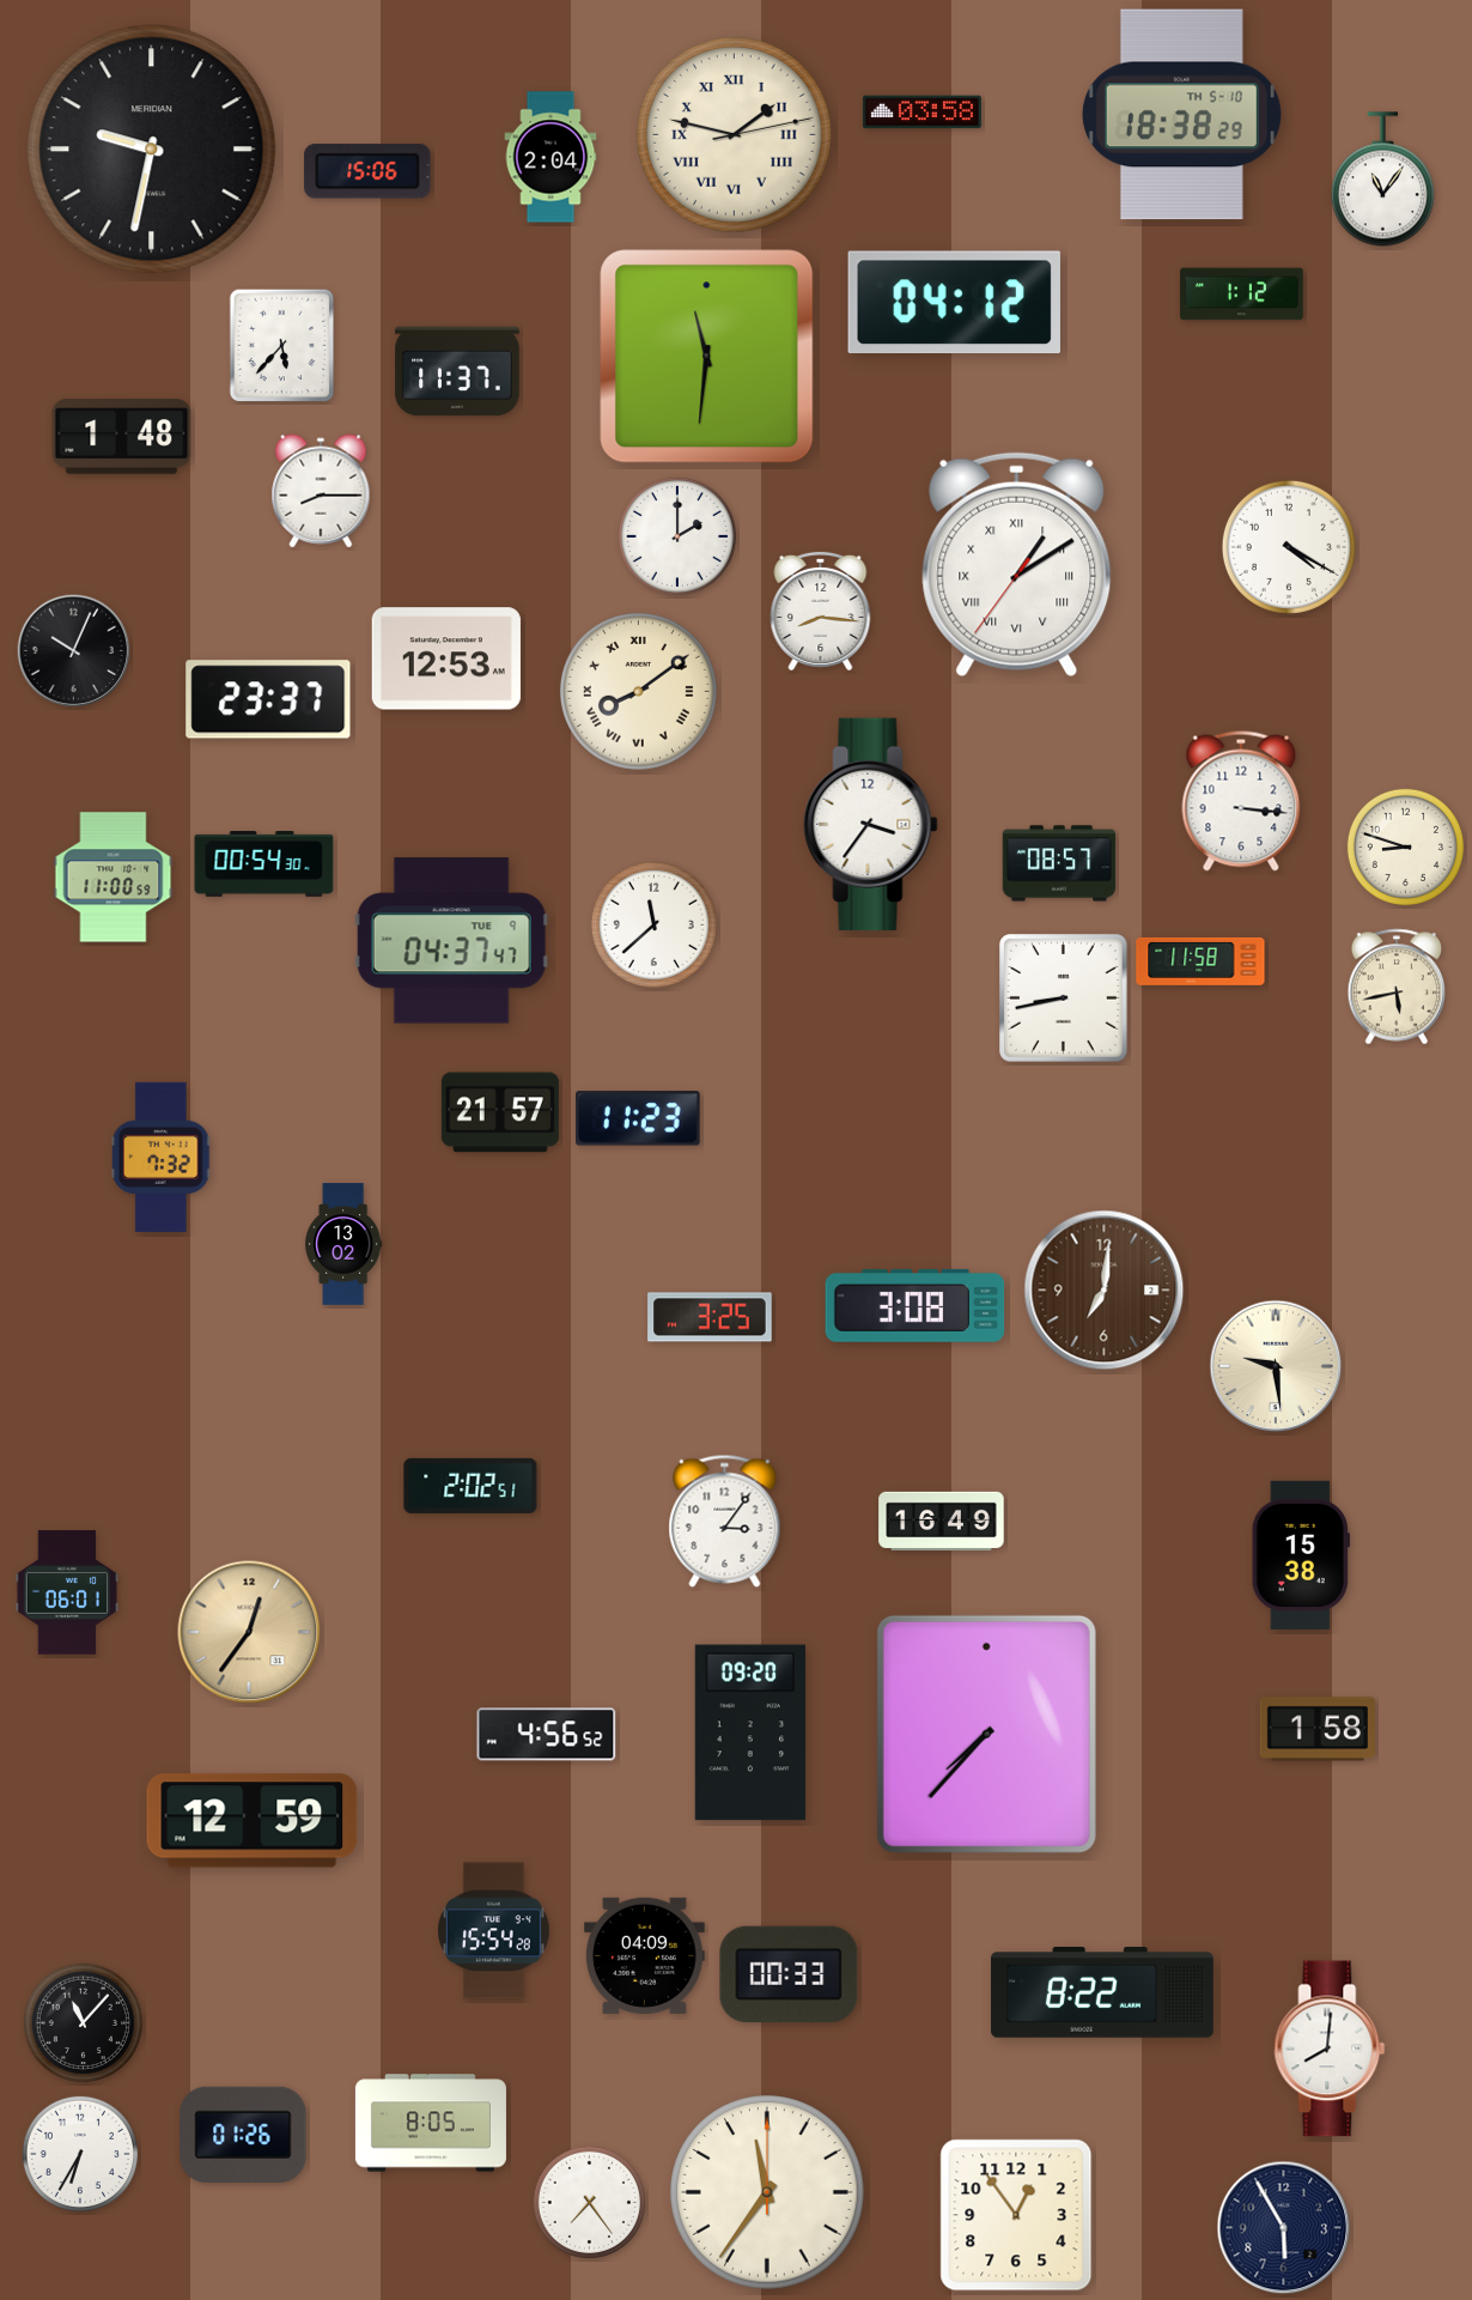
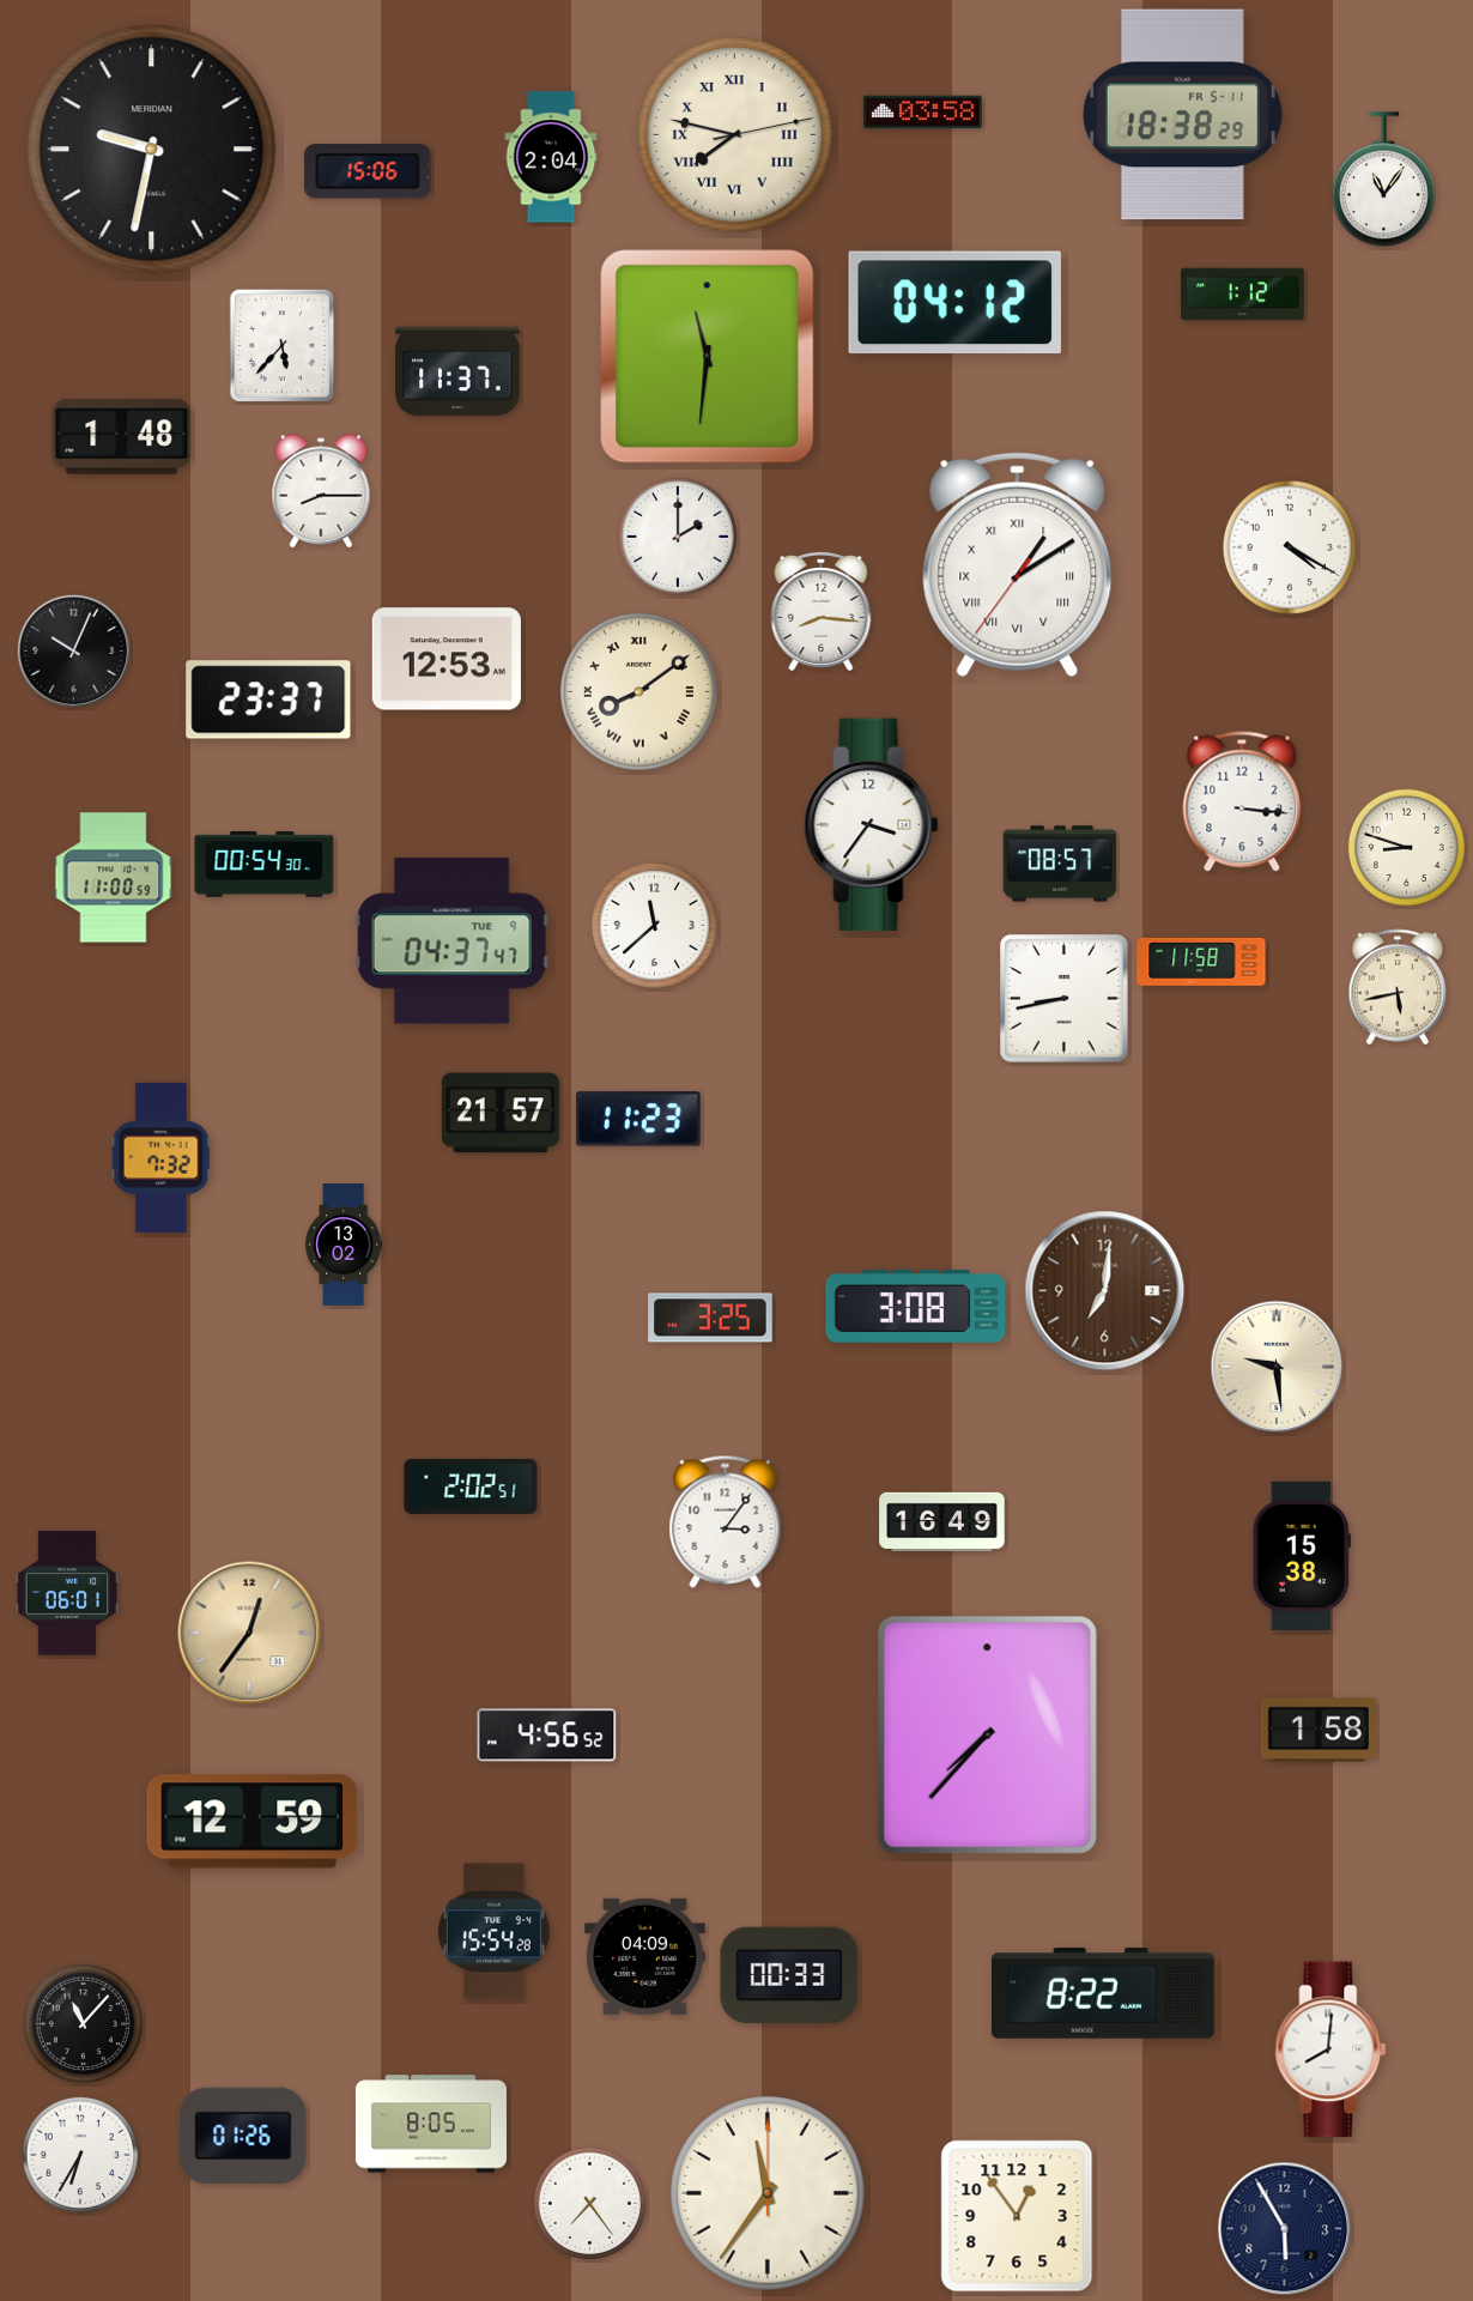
clock at (1181, 115) date: TH 5-10 -> FR 5-11
clock at (735, 135): 1:47 -> 7:47
clock at (749, 1732): 09:20 -> none
